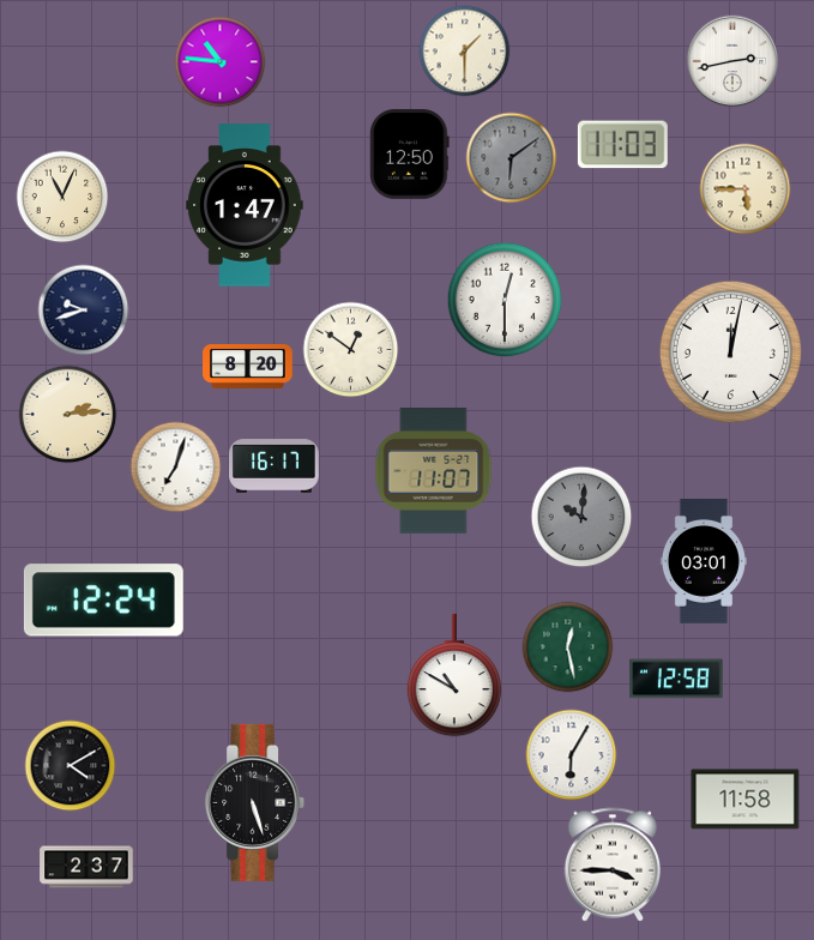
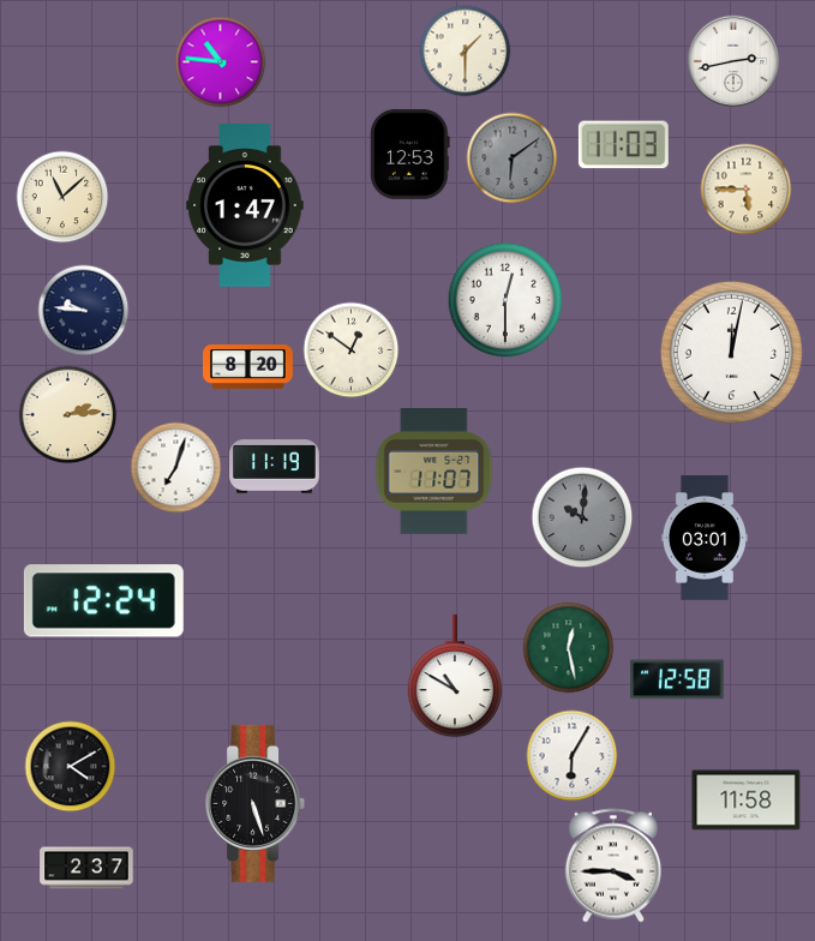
clock at (410, 153): 12:50 -> 12:53
clock at (62, 197): 11:04 -> 11:08
clock at (84, 311): 9:42 -> 9:46
clock at (275, 466): 16:17 -> 11:19
clock at (704, 561) position: (704, 561) -> (705, 538)
